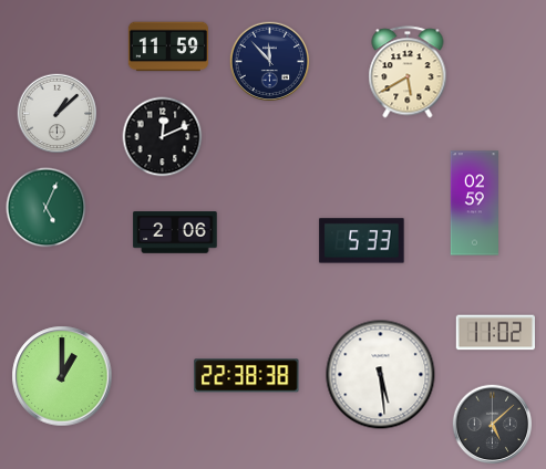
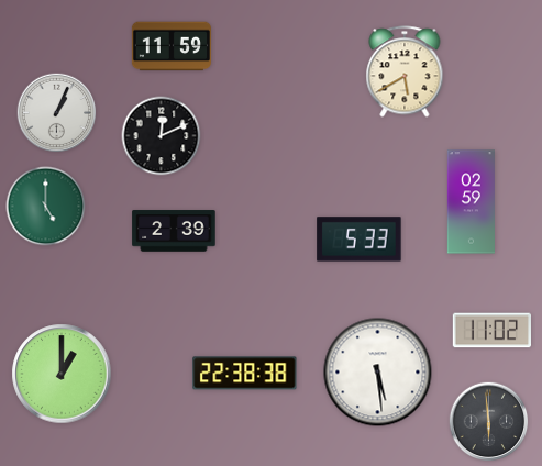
clock at (168, 46) position: (168, 46) -> (172, 46)
clock at (270, 62): 11:53 -> none
clock at (58, 114): 1:08 -> 1:04
clock at (47, 208): 5:04 -> 5:00
clock at (175, 232): 2:06 -> 2:39
clock at (493, 425): 5:08 -> 5:59
